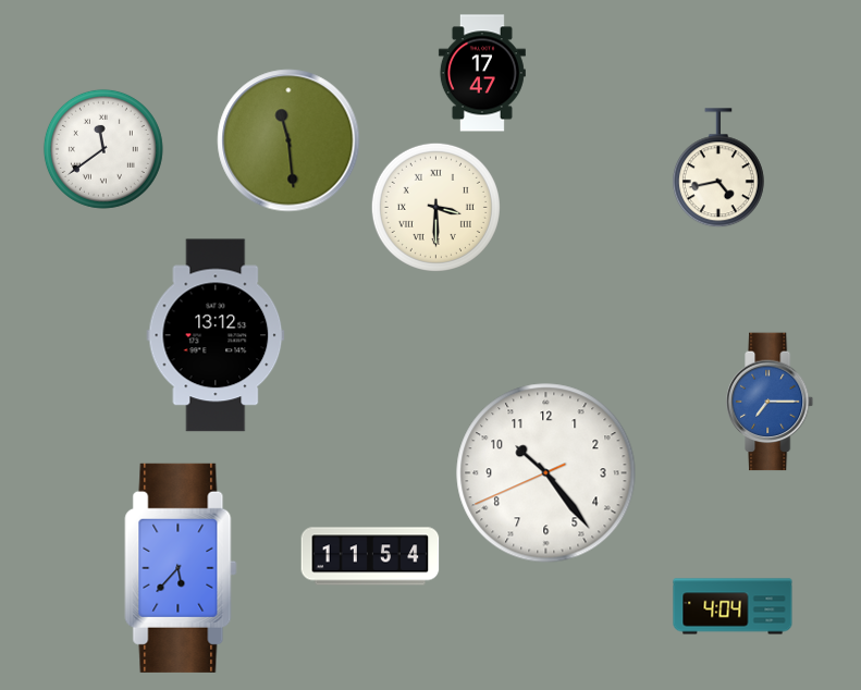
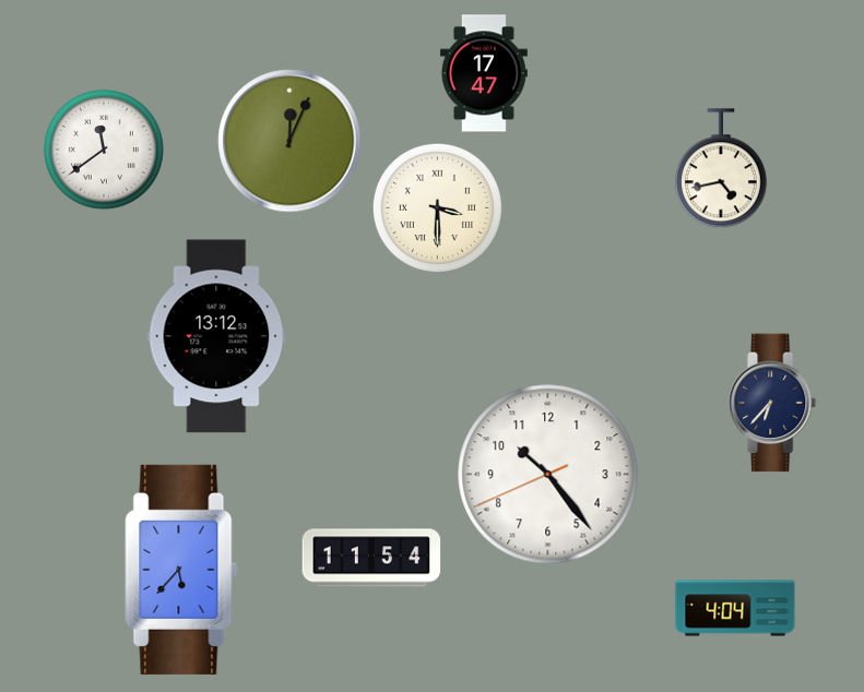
clock at (288, 140): 11:29 -> 12:04
clock at (771, 402): 7:15 -> 6:37
clock at (771, 402) dial: blue -> navy
